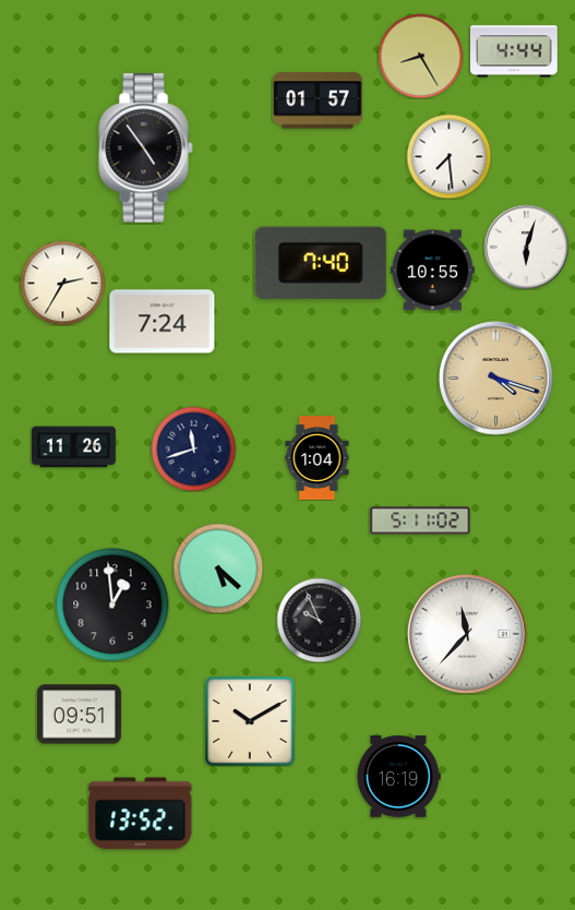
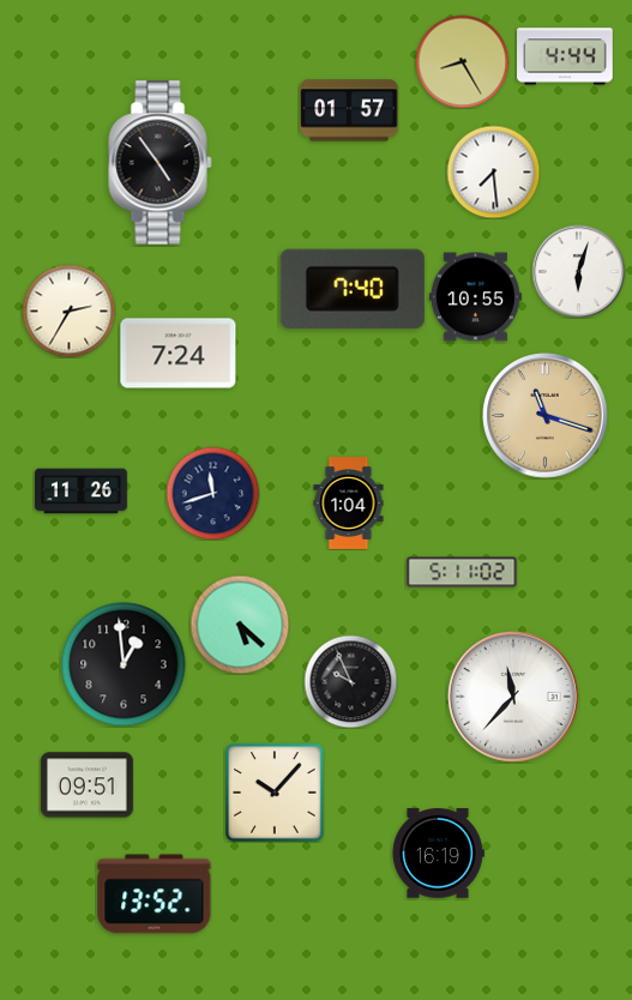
clock at (496, 379): 4:18 -> 11:18
clock at (250, 721): 10:10 -> 10:07
